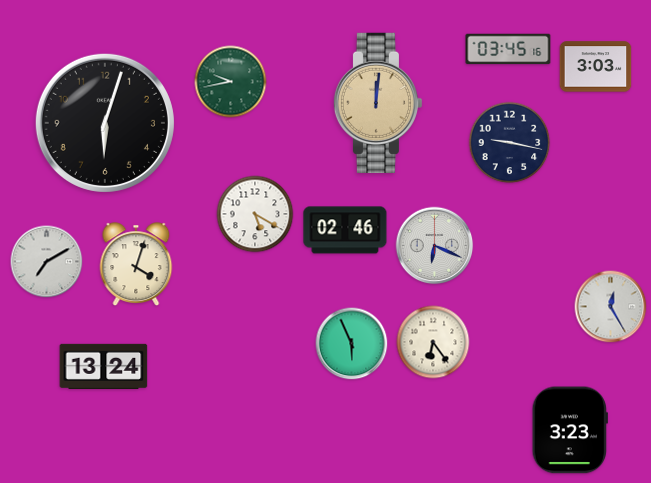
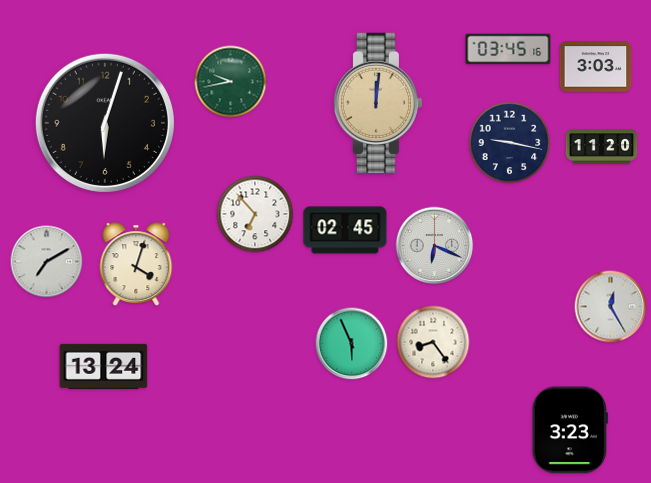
clock at (602, 147): none -> 11:20
clock at (255, 214): 5:20 -> 6:53
clock at (345, 230): 02:46 -> 02:45
clock at (433, 342): 6:24 -> 8:24
